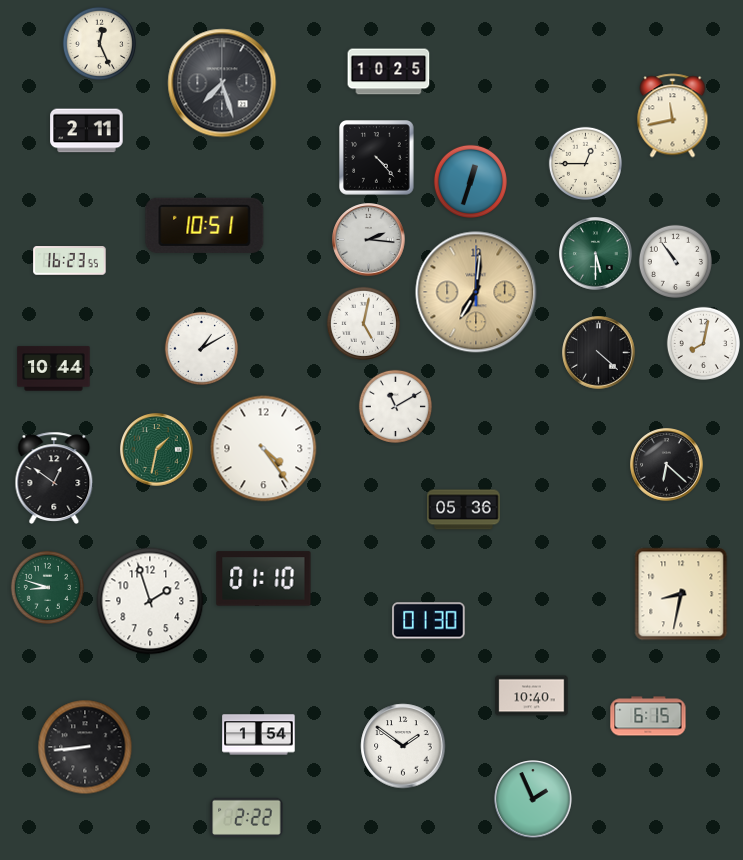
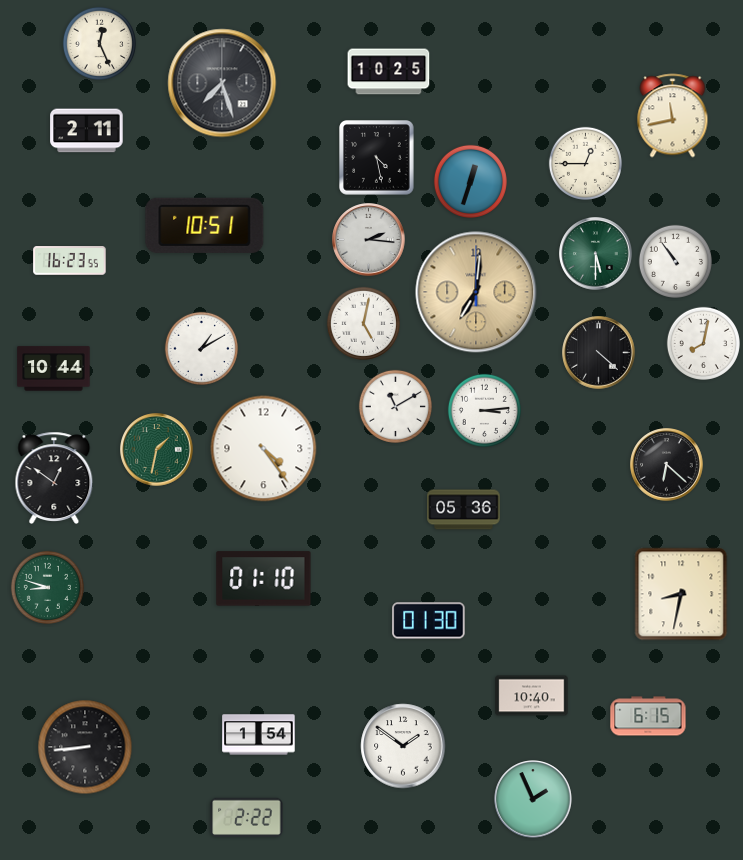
clock at (377, 158): 4:23 -> 4:28
clock at (484, 410): none -> 3:14
clock at (150, 601): 1:57 -> none
